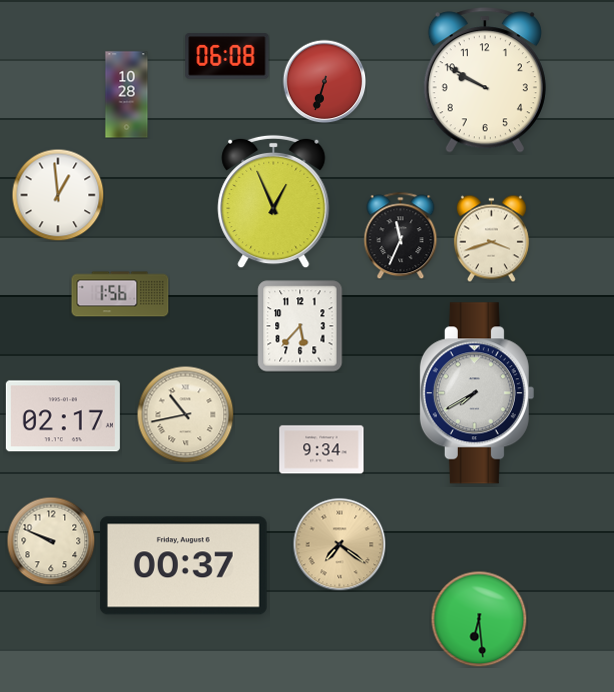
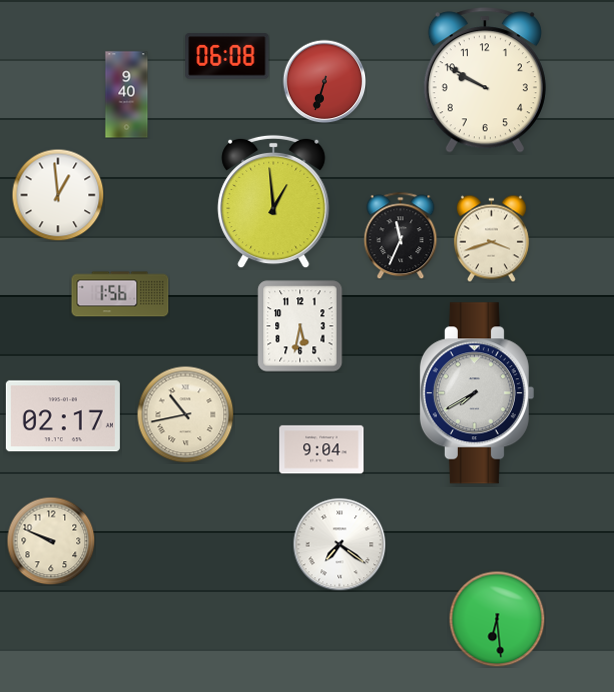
clock at (127, 95): 10:28 -> 9:40
clock at (274, 202): 12:56 -> 12:59
clock at (300, 326): 5:37 -> 5:32
clock at (322, 450): 9:34 -> 9:04
clock at (339, 544) dial: champagne -> white
clock at (183, 566): 00:37 -> none
clock at (479, 619) position: (479, 619) -> (497, 619)
